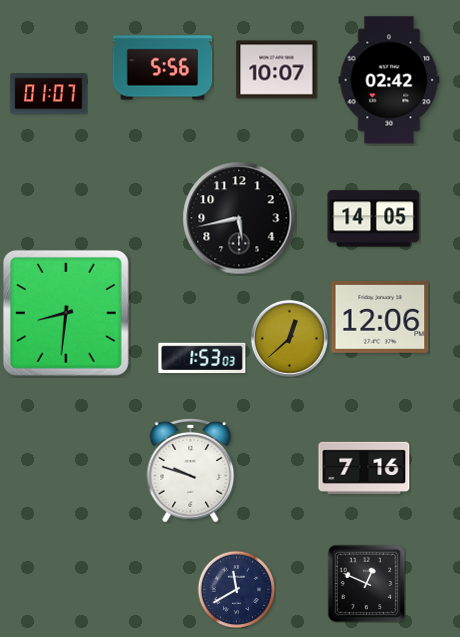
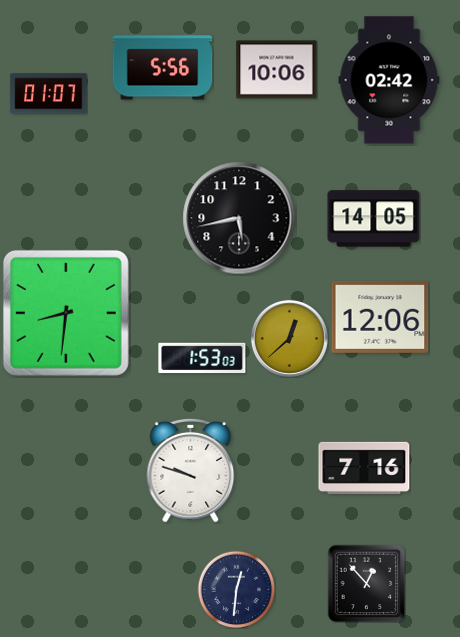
clock at (277, 70): 10:07 -> 10:06
clock at (366, 583): 12:49 -> 12:53
clock at (236, 589): 11:40 -> 12:31
